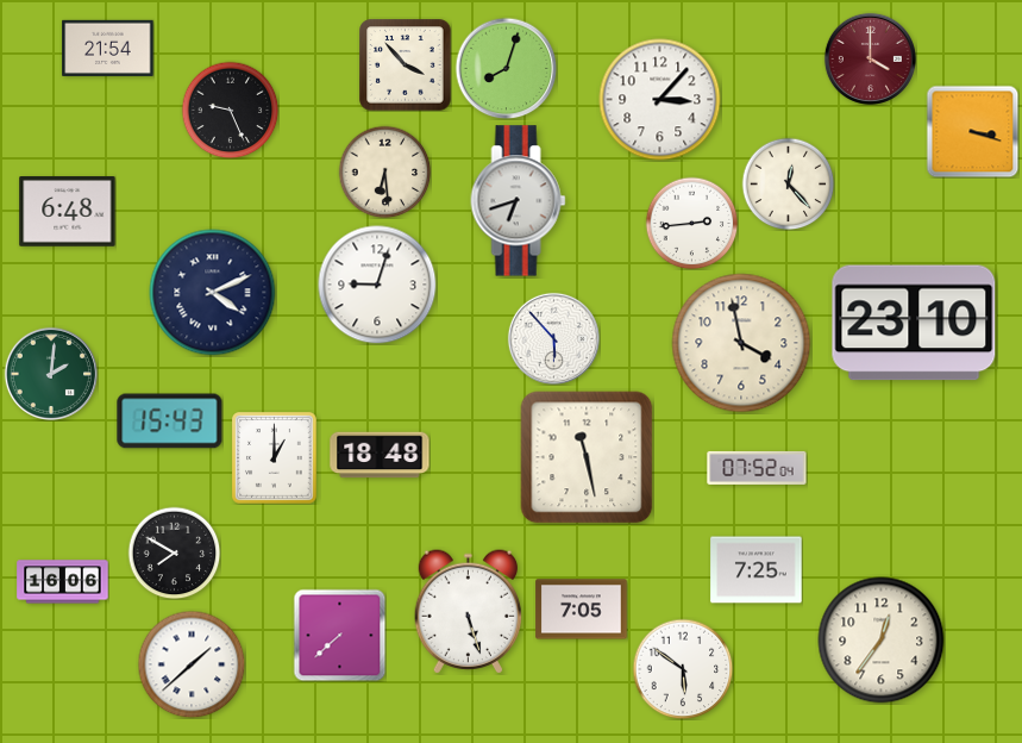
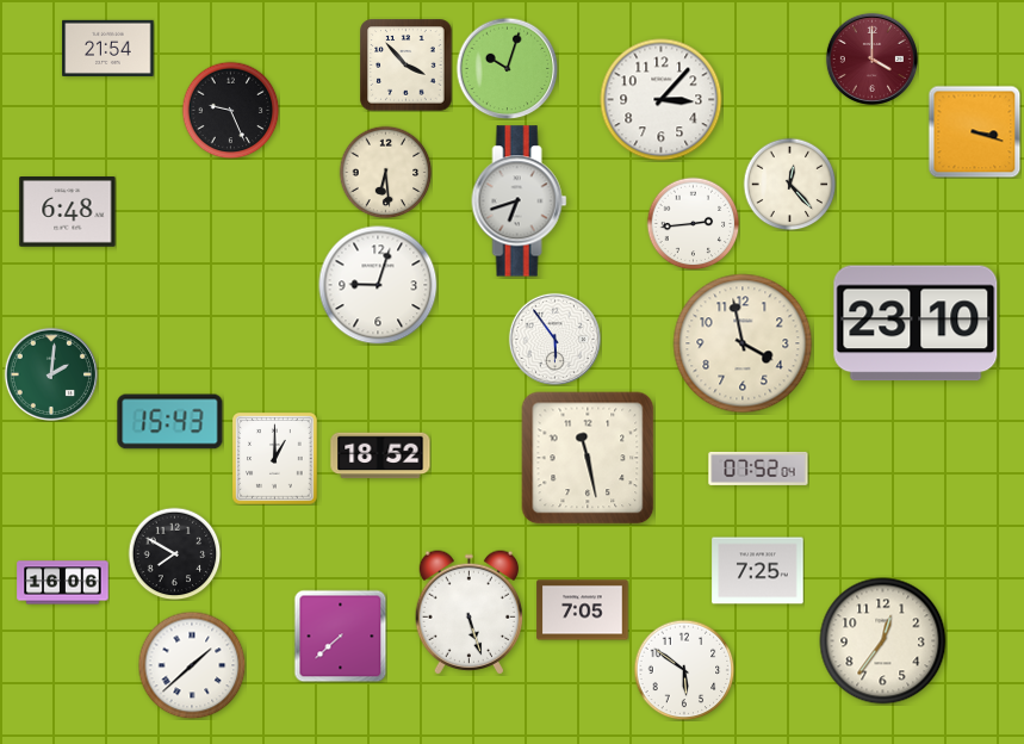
clock at (506, 68): 8:03 -> 10:03
clock at (213, 293): 4:11 -> none
clock at (553, 338): 5:53 -> 5:54
clock at (380, 455): 18:48 -> 18:52
